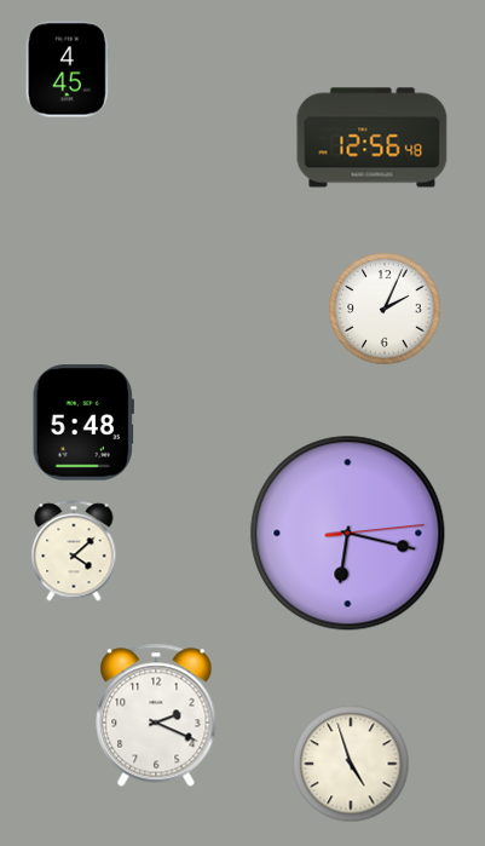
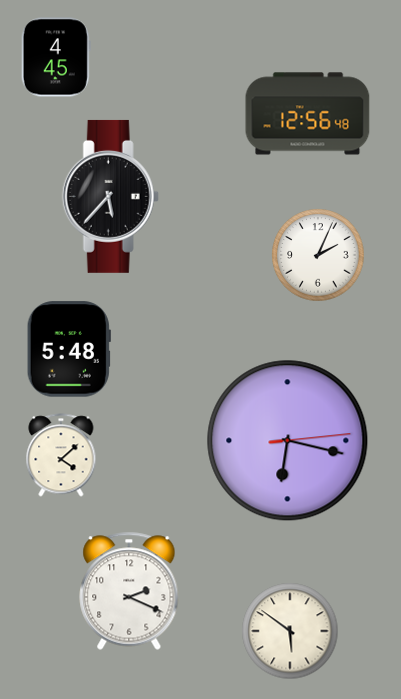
clock at (110, 196): none -> 5:37
clock at (351, 764): 4:57 -> 5:51
